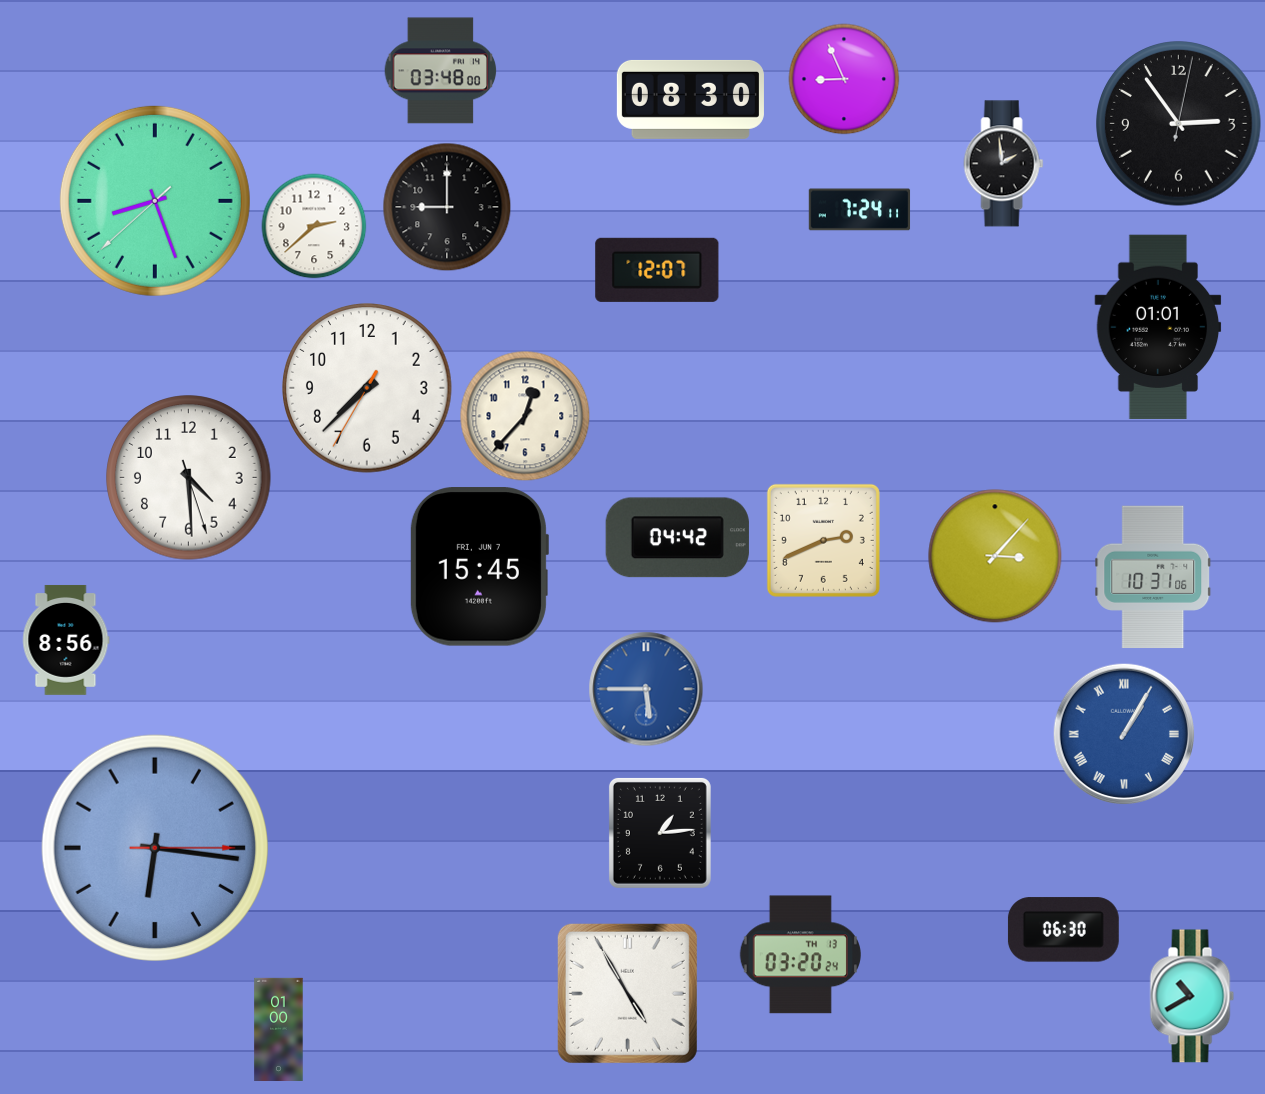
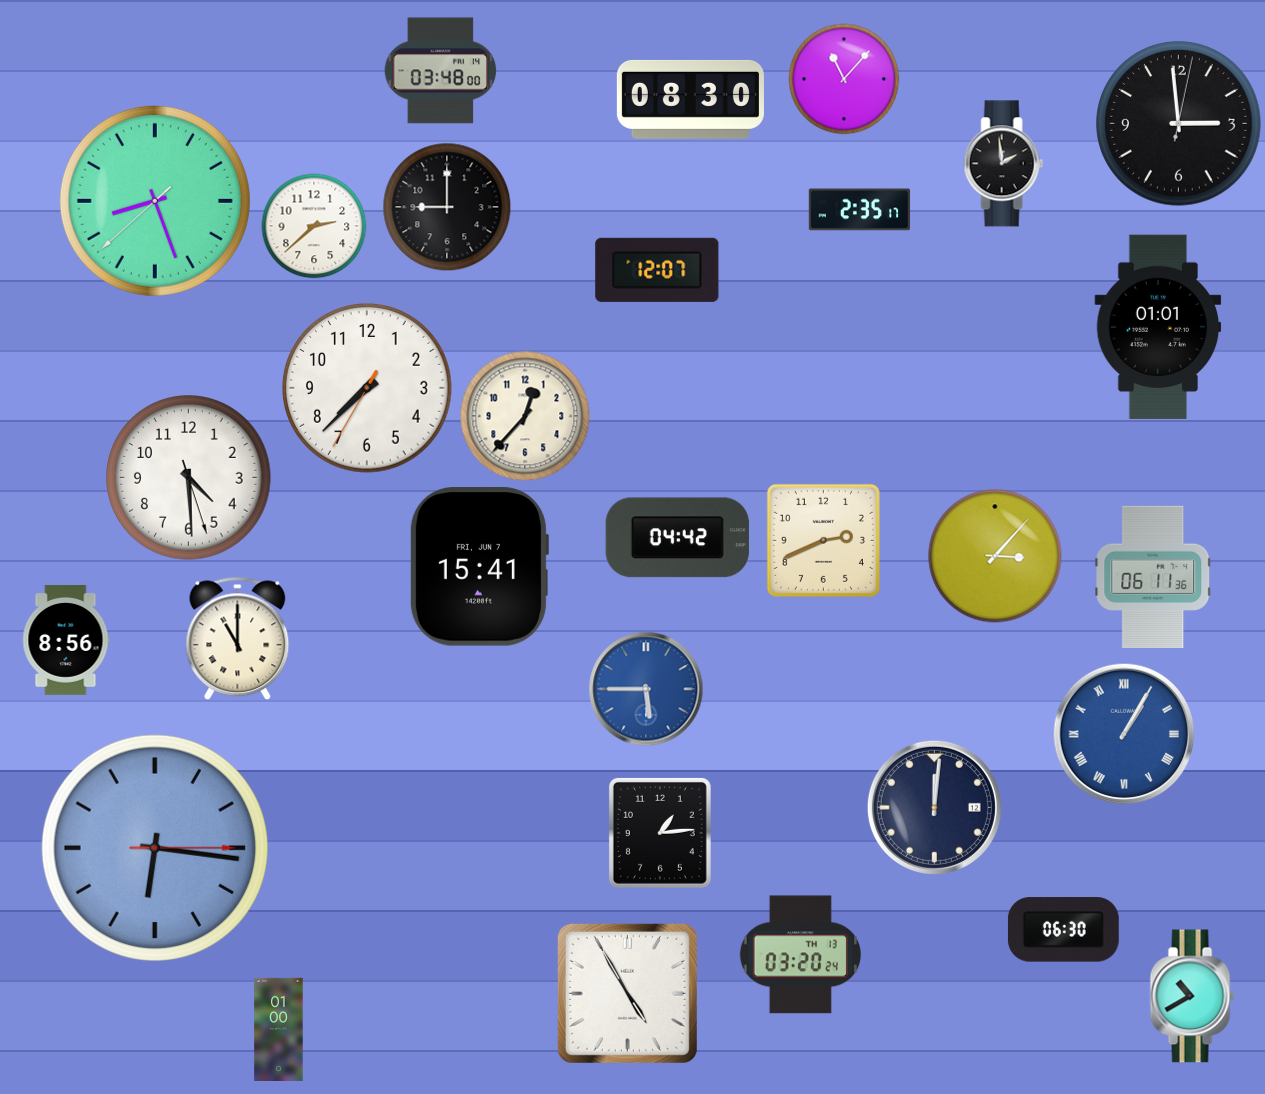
clock at (844, 79): 8:56 -> 11:07
clock at (1179, 124): 2:54 -> 2:59
clock at (860, 210): 7:24 -> 2:35
clock at (479, 567): 15:45 -> 15:41
clock at (1153, 577): 10:31 -> 06:11
clock at (238, 639): none -> 11:00
clock at (934, 807): none -> 12:01
